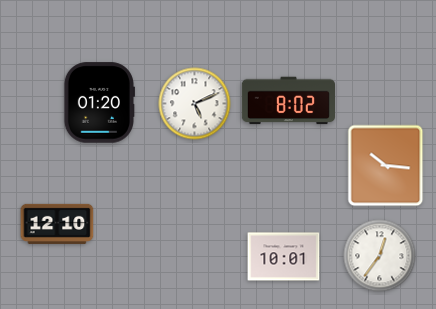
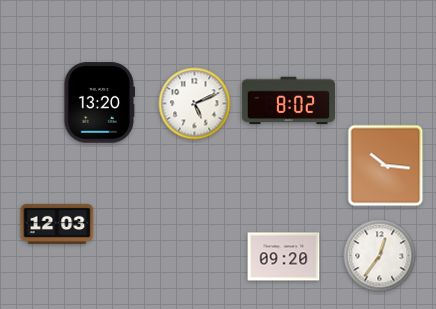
clock at (99, 103): 01:20 -> 13:20
clock at (57, 224): 12:10 -> 12:03
clock at (284, 257): 10:01 -> 09:20
